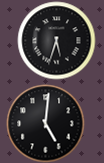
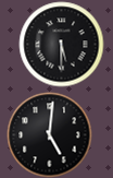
clock at (56, 40): 5:33 -> 5:30
